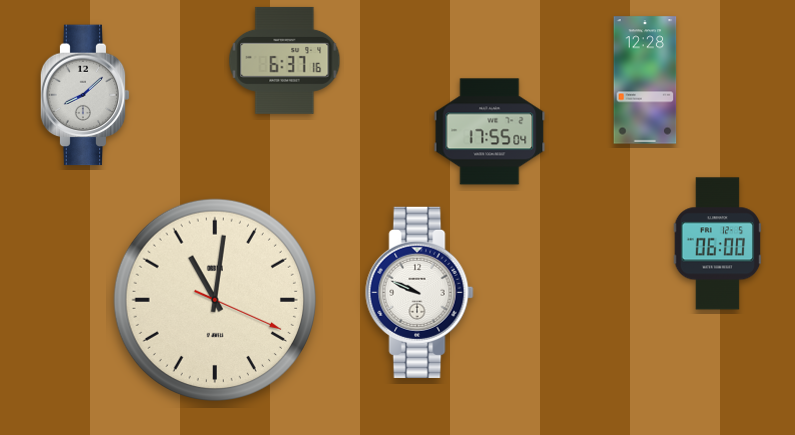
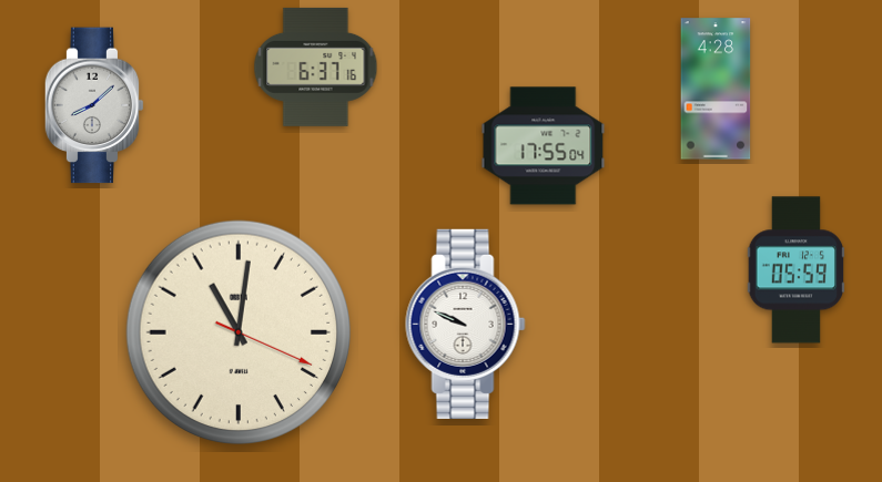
clock at (645, 80): 12:28 -> 4:28
clock at (718, 244): 06:00 -> 05:59
